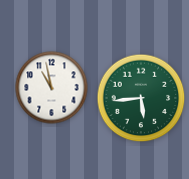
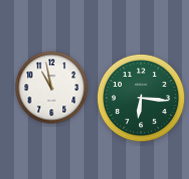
clock at (141, 98): 5:44 -> 6:16
